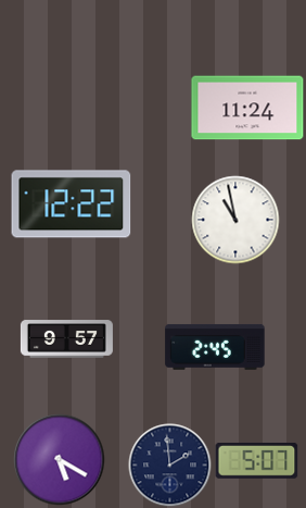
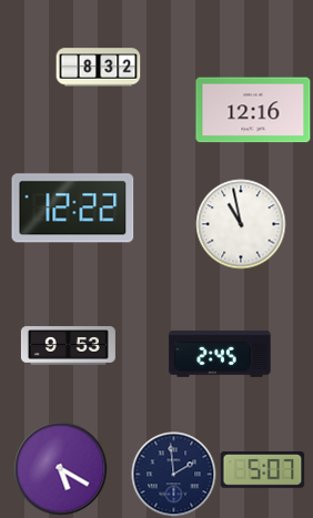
clock at (99, 68): none -> 8:32
clock at (247, 108): 11:24 -> 12:16
clock at (66, 339): 9:57 -> 9:53
